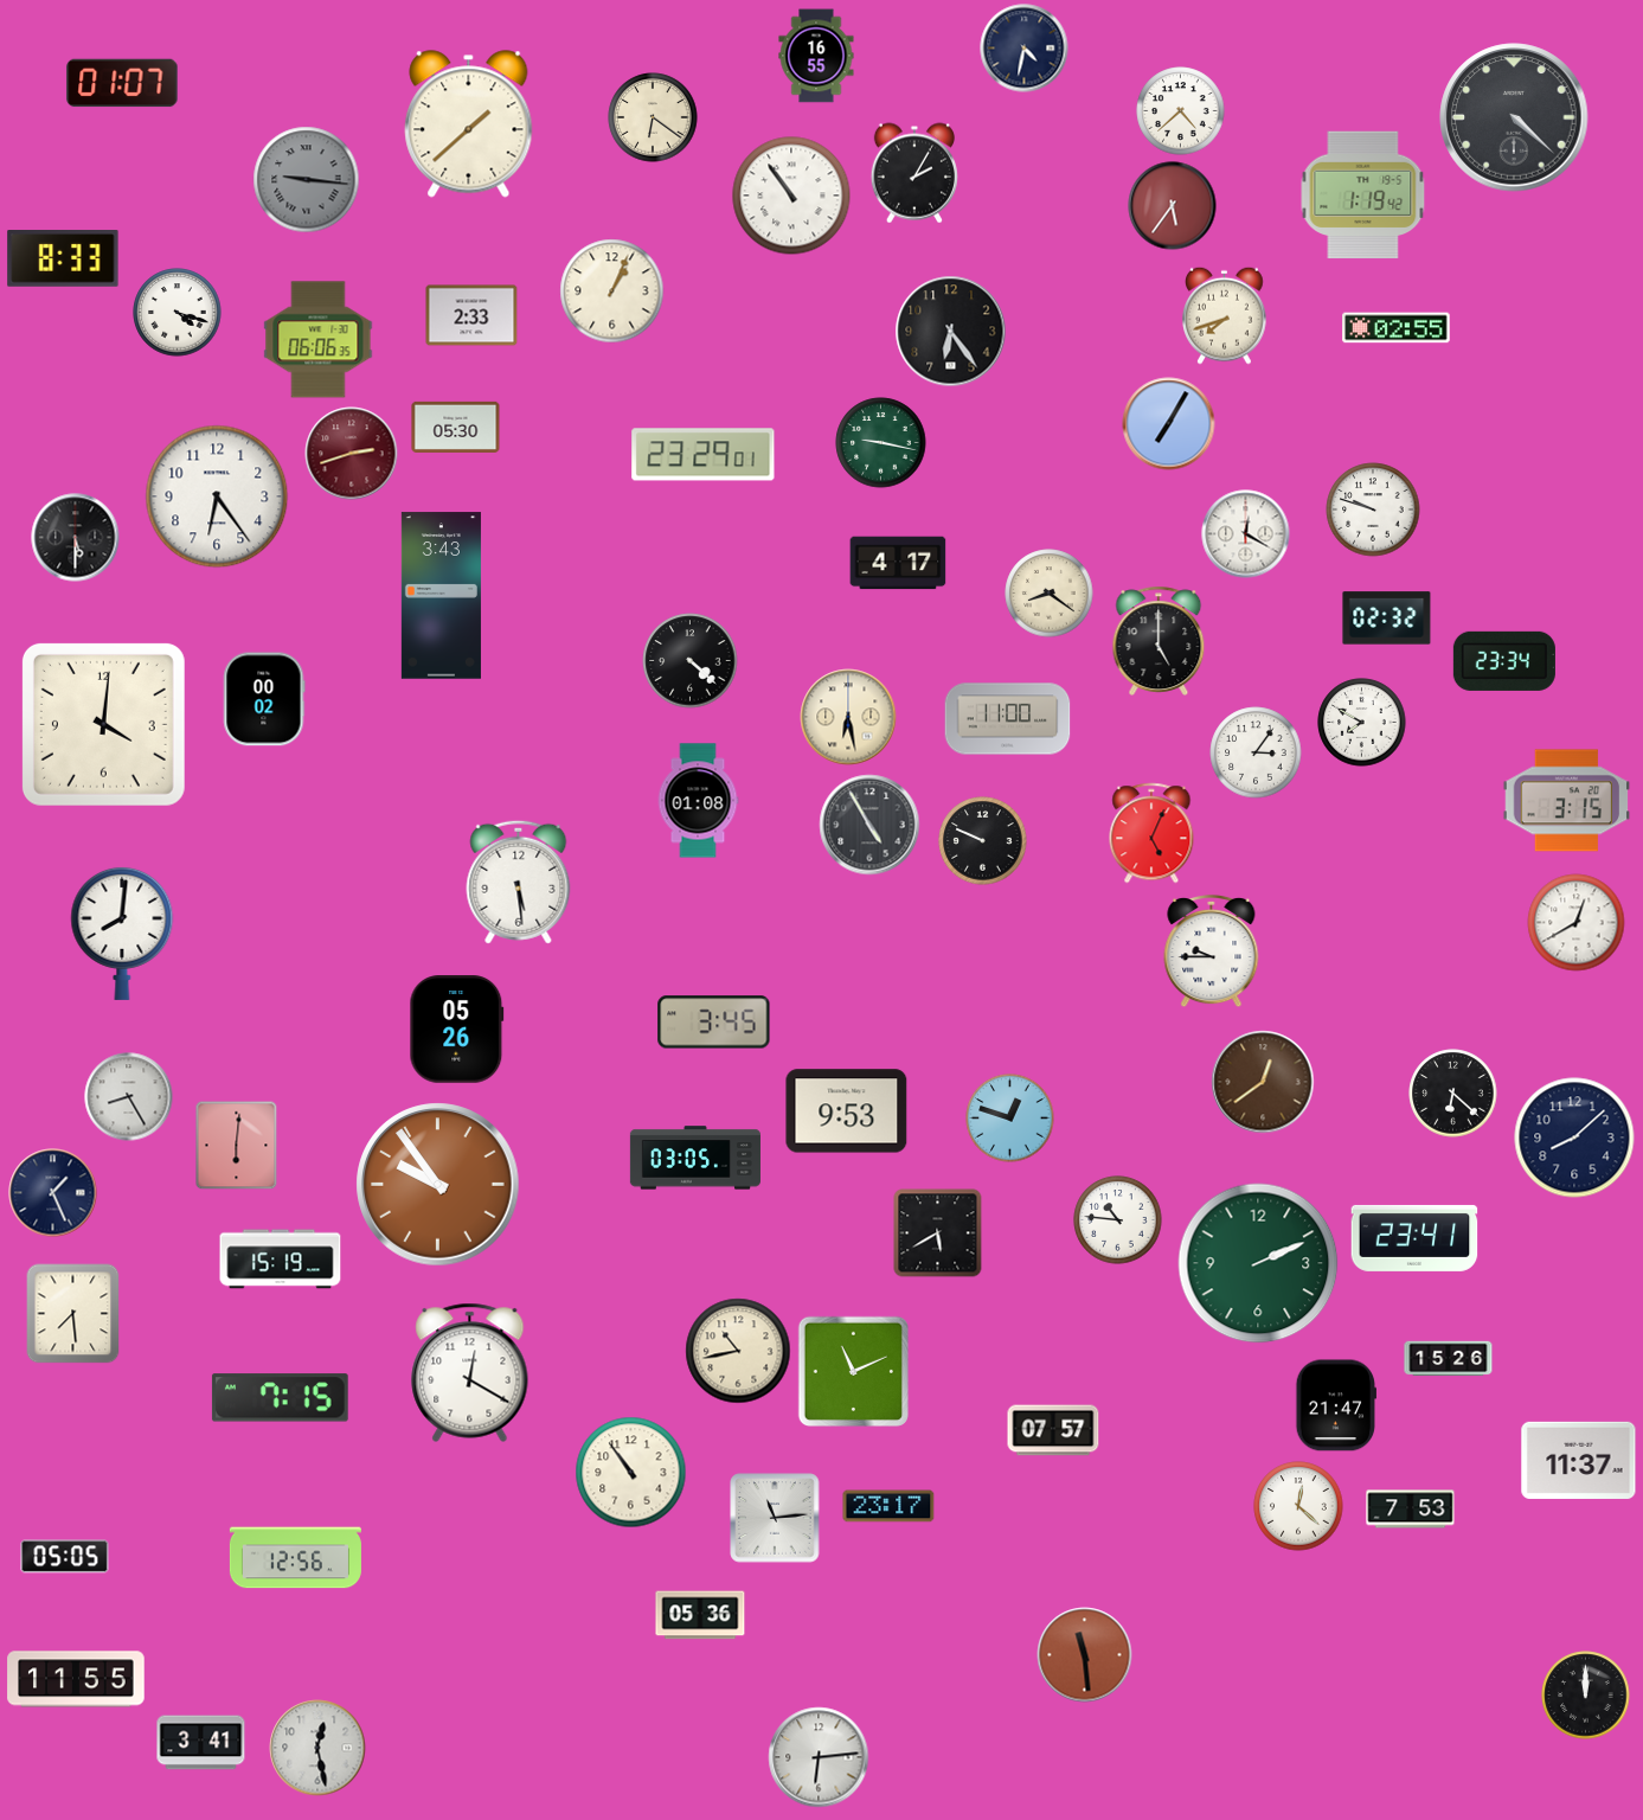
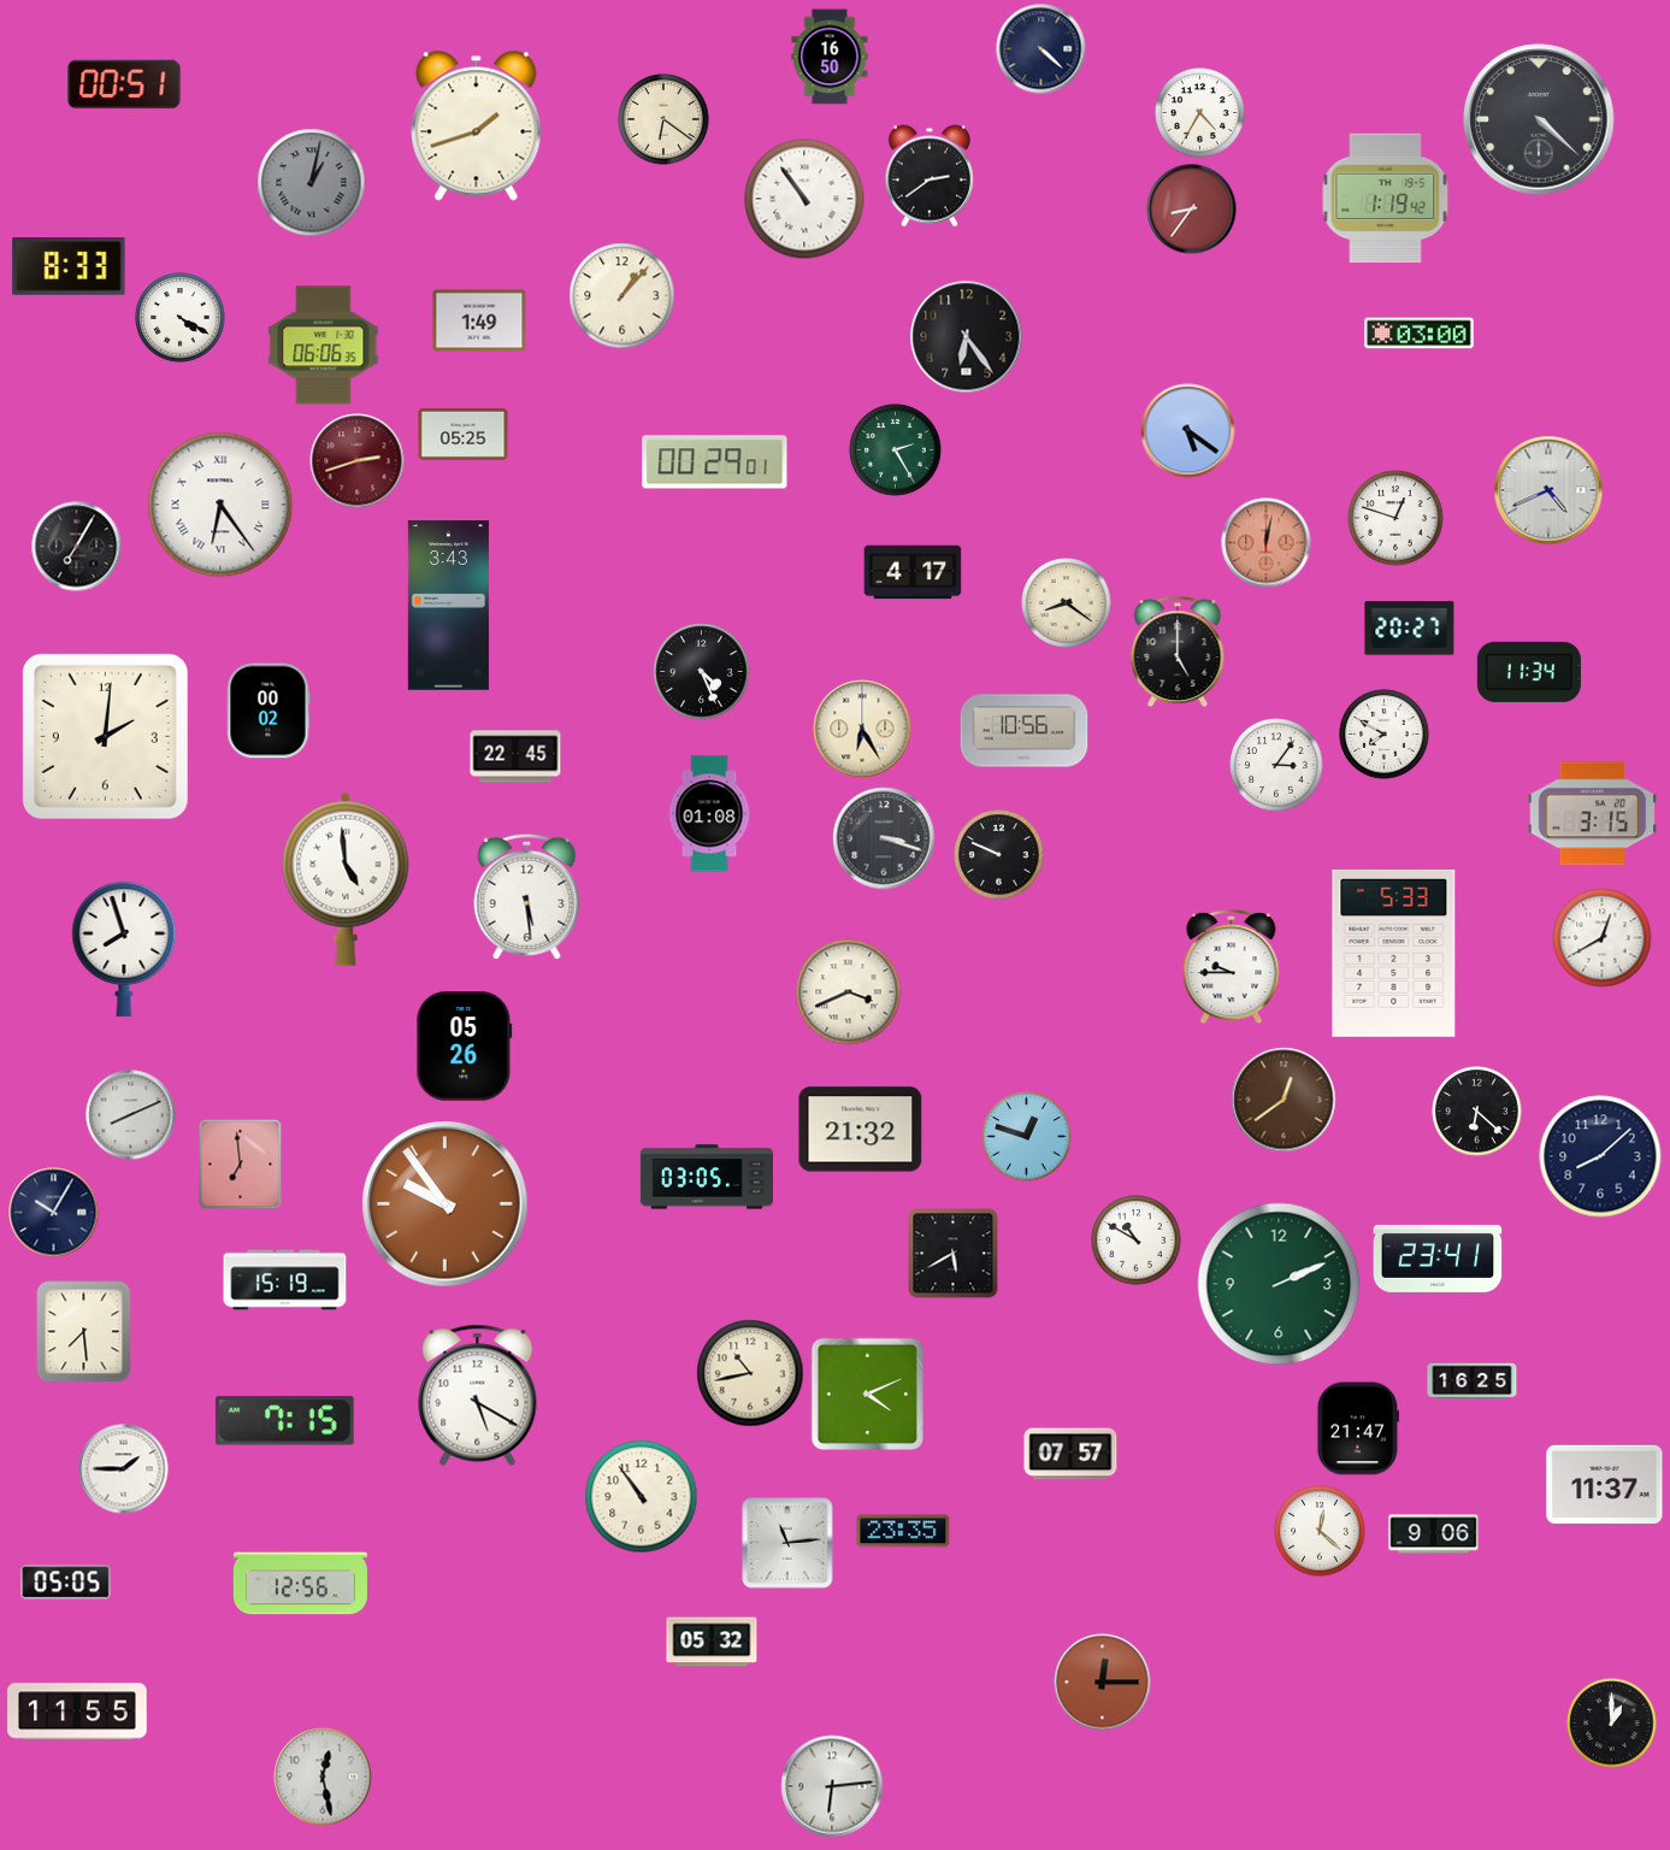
clock at (1025, 49): 4:32 -> 4:22
clock at (816, 56): 16:55 -> 16:50
clock at (122, 83): 01:07 -> 00:51
clock at (1181, 111): 4:38 -> 4:35
clock at (469, 124): 1:38 -> 1:42
clock at (914, 173): 2:05 -> 2:39
clock at (307, 180): 9:16 -> 1:02
clock at (1173, 206): 5:36 -> 8:36
clock at (63, 258) position: (63, 258) -> (69, 266)
clock at (612, 291): 1:04 -> 1:07
clock at (178, 313): 4:18 -> 4:20
clock at (471, 315): 2:33 -> 1:49
clock at (1225, 315): 7:42 -> none
clock at (1397, 328): 02:55 -> 03:00
clock at (1169, 424): 7:05 -> 5:21
clock at (456, 427): 05:30 -> 05:25
clock at (881, 443): 9:17 -> 2:25
clock at (704, 455): 23:29 -> 00:29
clock at (1548, 490): none -> 4:41
clock at (217, 496) numerals: Arabic -> Roman
clock at (1373, 510): 9:48 -> 12:48
clock at (1246, 534): 12:20 -> 12:02
clock at (1246, 534) dial: white -> salmon
clock at (76, 538): 5:30 -> 7:05
clock at (1387, 619): 02:32 -> 20:27
clock at (691, 661): 4:22 -> 4:26
clock at (1504, 661): 23:34 -> 11:34
clock at (848, 717): 6:28 -> 6:25
clock at (1008, 719): 11:00 -> 10:56
clock at (103, 724): 4:01 -> 2:01
clock at (515, 756): none -> 22:45
clock at (869, 825): 4:55 -> 3:18
clock at (1151, 833): 5:04 -> none
clock at (346, 879): none -> 4:59
clock at (122, 933): 8:01 -> 7:57
clock at (1394, 953): none -> 5:33
clock at (849, 992): none -> 3:41
clock at (714, 1023): 3:45 -> none
clock at (129, 1097): 8:25 -> 8:11
clock at (847, 1111): 9:53 -> 21:32
clock at (237, 1146): 6:01 -> 6:59
clock at (53, 1193): 1:26 -> 10:05
clock at (1118, 1220): 10:46 -> 10:50
clock at (73, 1314) position: (73, 1314) -> (84, 1332)
clock at (1449, 1359): 15:26 -> 16:25
clock at (853, 1371): 11:11 -> 4:11
clock at (470, 1372): 12:20 -> 5:20
clock at (124, 1469): none -> 1:45
clock at (888, 1506): 23:17 -> 23:35
clock at (1411, 1510): 7:53 -> 9:06
clock at (700, 1615): 05:36 -> 05:32
clock at (1085, 1655): 11:29 -> 12:15
clock at (76, 1679) position: (76, 1679) -> (77, 1711)
clock at (1586, 1696): 12:00 -> 1:00
clock at (201, 1743): 3:41 -> none
